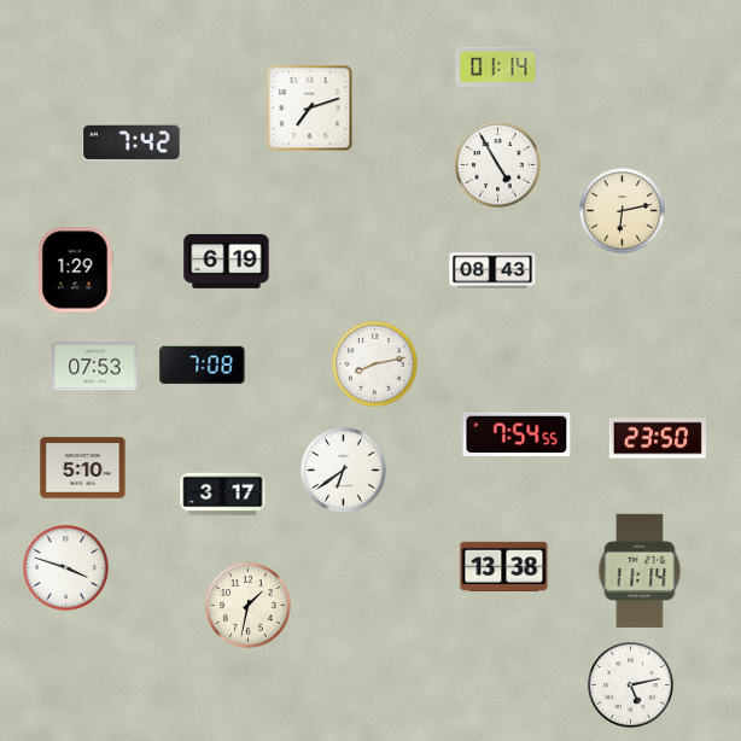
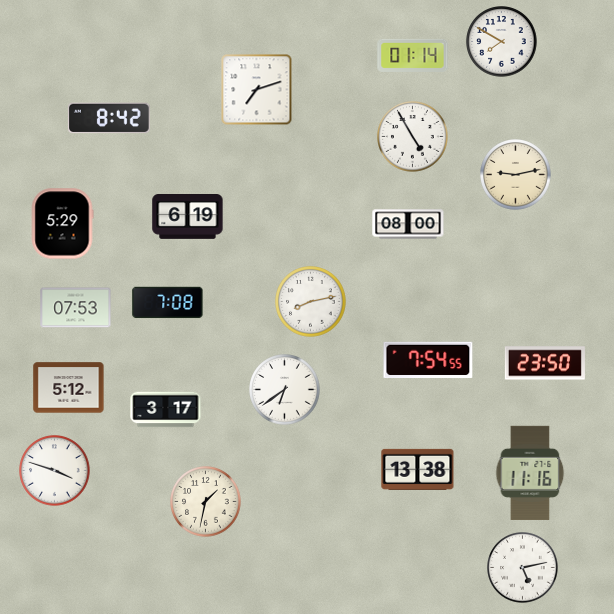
clock at (502, 42): none -> 7:50
clock at (132, 142): 7:42 -> 8:42
clock at (623, 211): 6:13 -> 9:13
clock at (75, 270): 1:29 -> 5:29
clock at (492, 270): 08:43 -> 08:00
clock at (95, 367) position: (95, 367) -> (76, 308)
clock at (83, 468): 5:10 -> 5:12
clock at (223, 495) position: (223, 495) -> (166, 410)
clock at (640, 571): 11:14 -> 11:16
